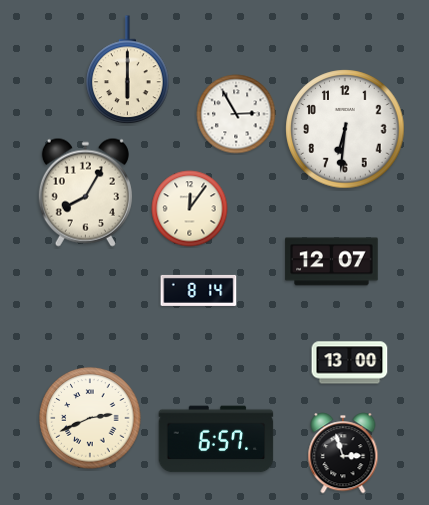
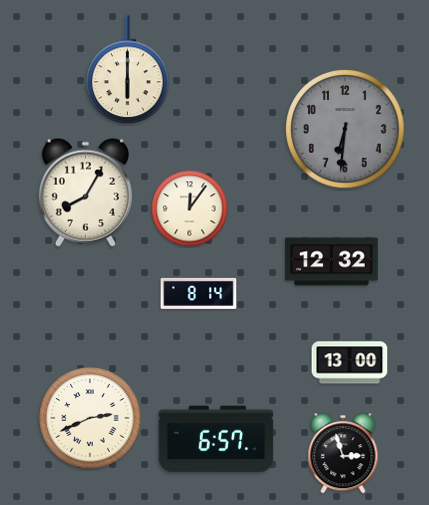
clock at (236, 114): 2:55 -> none
clock at (345, 129) dial: white -> grey
clock at (332, 262): 12:07 -> 12:32
clock at (199, 290) position: (199, 290) -> (199, 293)
